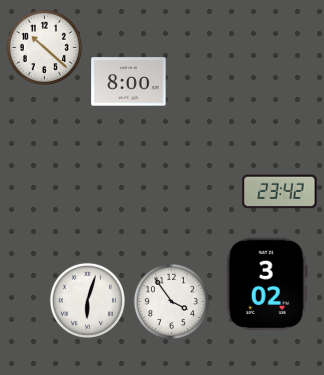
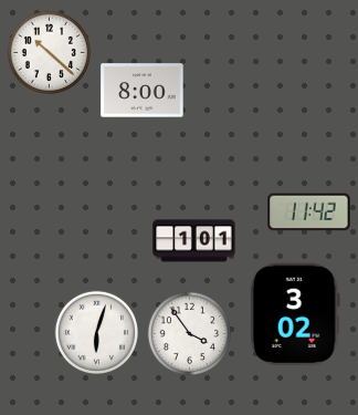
clock at (280, 192): 23:42 -> 11:42
clock at (194, 241): none -> 1:01
